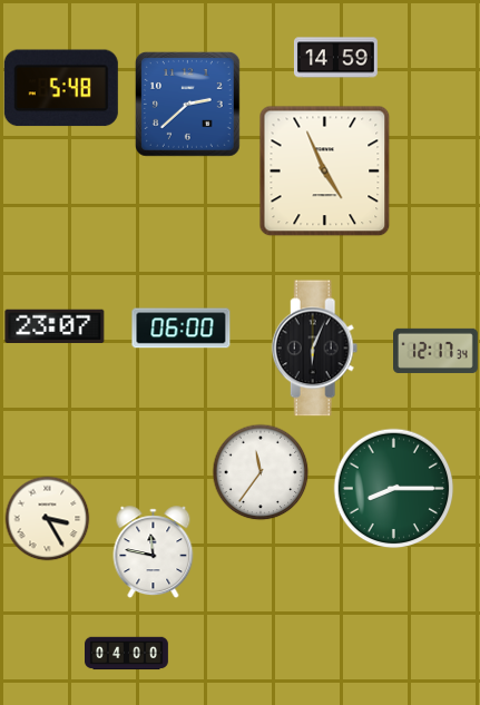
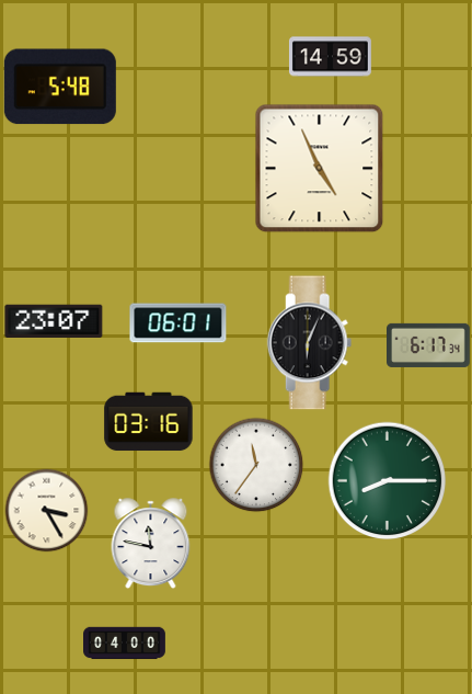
clock at (187, 104): 2:38 -> none
clock at (182, 329): 06:00 -> 06:01
clock at (435, 351): 12:17 -> 6:17
clock at (149, 422): none -> 03:16
